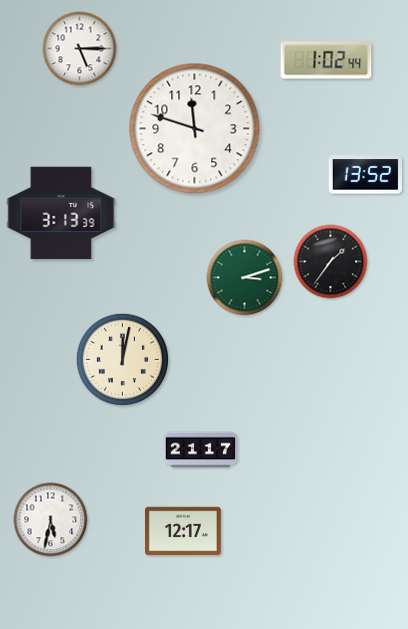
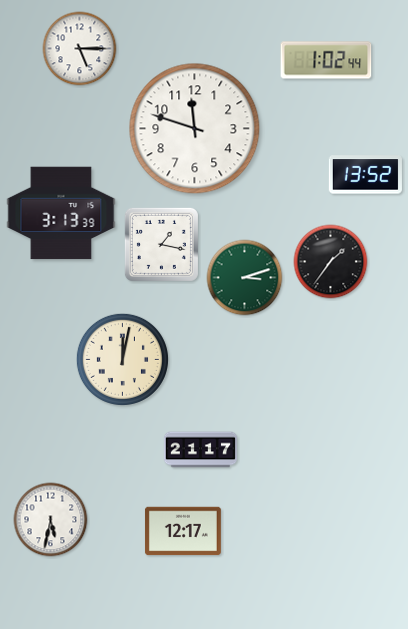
clock at (161, 244): none -> 1:17
